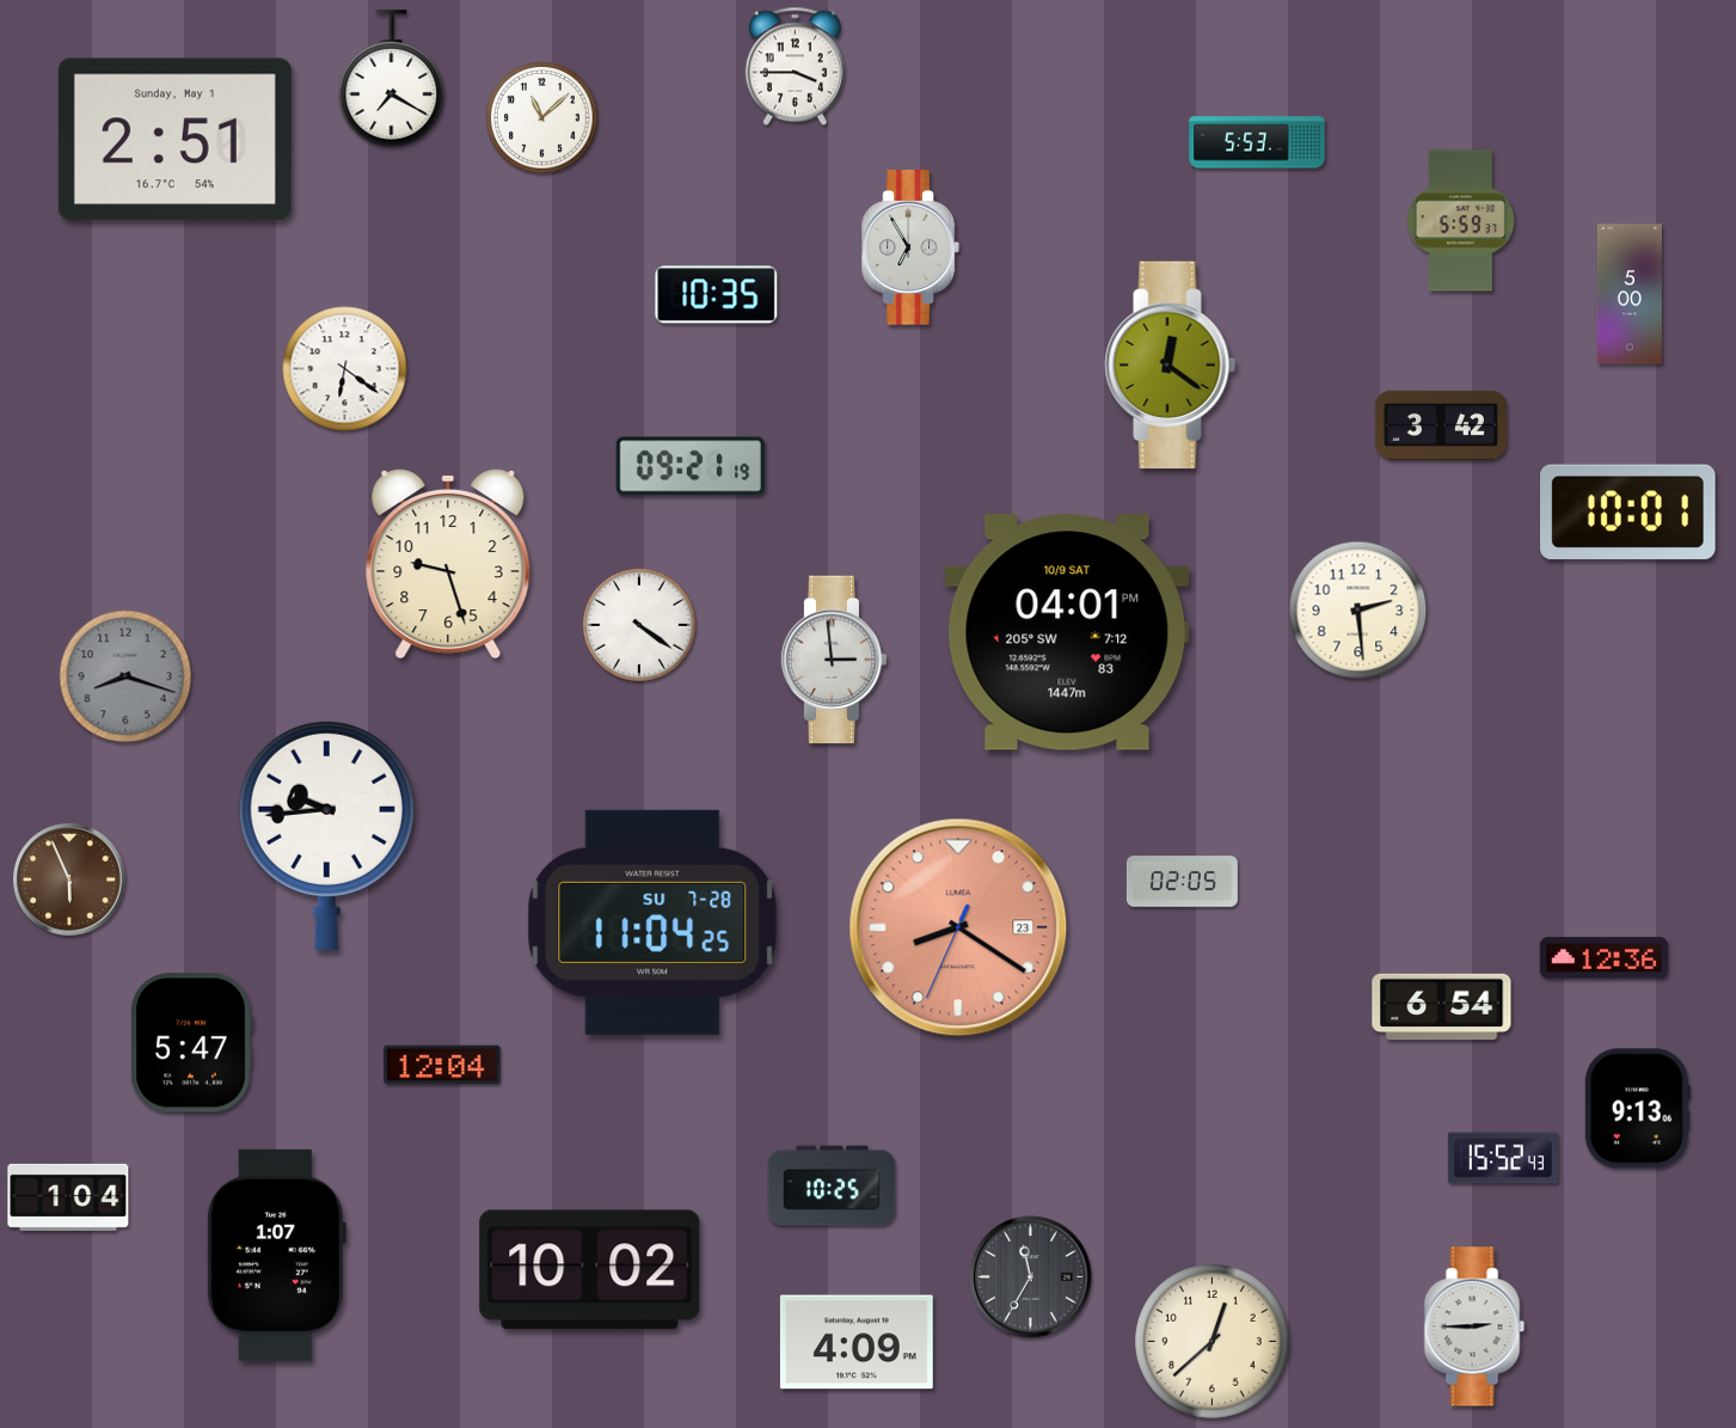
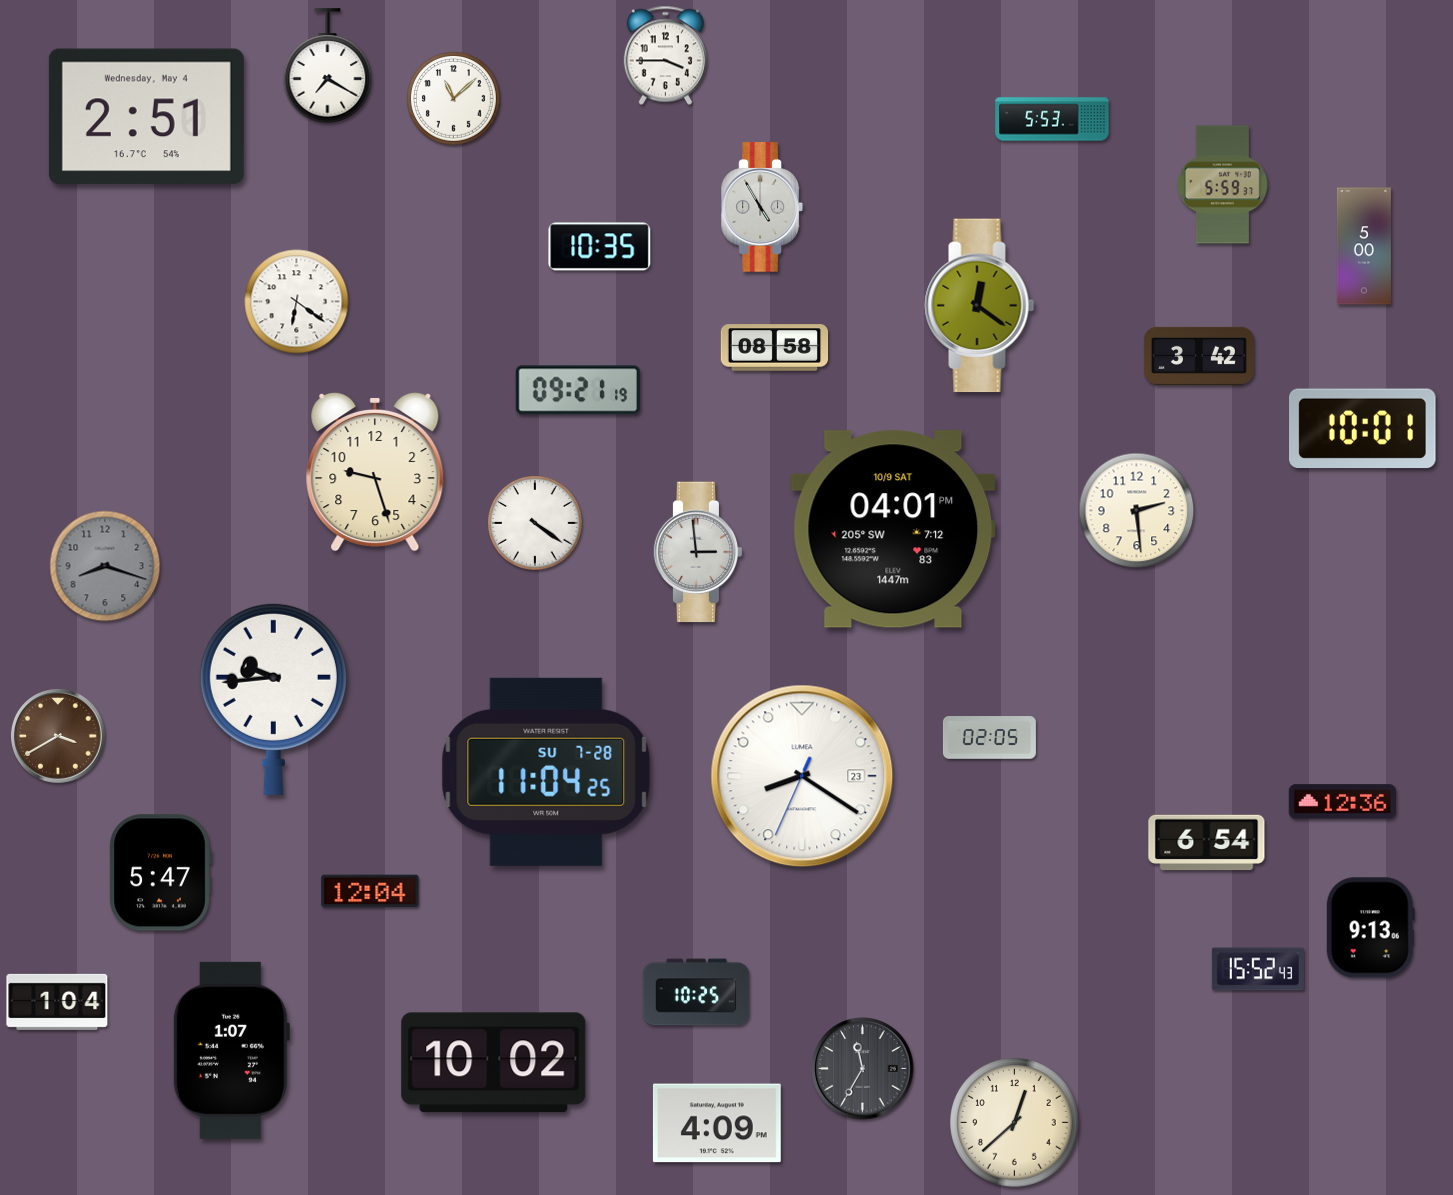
clock at (174, 140) date: Sunday, May 1 -> Wednesday, May 4
clock at (910, 247): 6:55 -> 4:55
clock at (345, 369) position: (345, 369) -> (297, 302)
clock at (775, 348): none -> 08:58
clock at (1441, 425) position: (1441, 425) -> (1199, 356)
clock at (70, 881): 5:56 -> 3:40
clock at (958, 927) dial: salmon -> white
clock at (1474, 1326): 2:45 -> none
